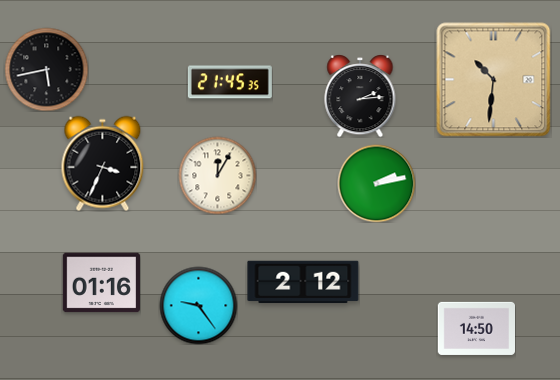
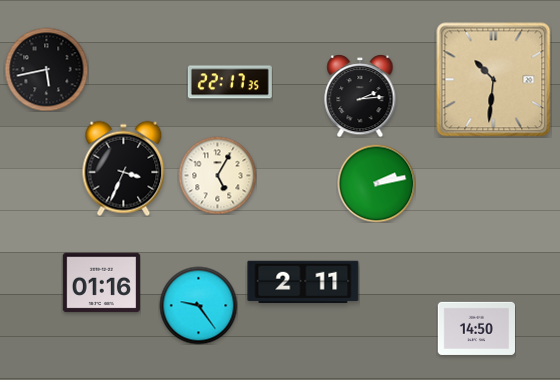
clock at (230, 82): 21:45 -> 22:17
clock at (103, 163) position: (103, 163) -> (124, 168)
clock at (217, 175): 12:05 -> 5:05
clock at (303, 282): 2:12 -> 2:11
